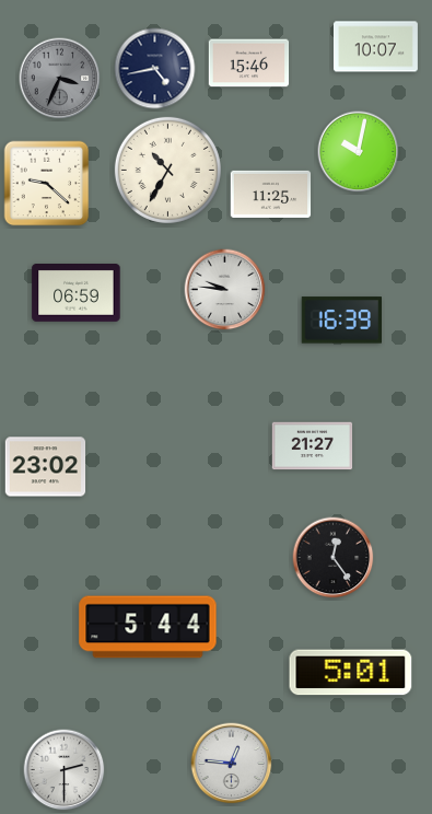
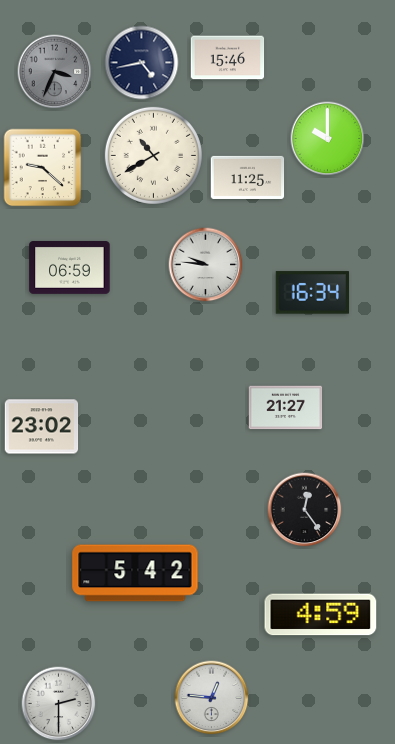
clock at (375, 47): 10:07 -> none
clock at (359, 152): 10:02 -> 10:00
clock at (167, 170): 10:35 -> 10:40
clock at (341, 321): 16:39 -> 16:34
clock at (148, 627): 5:44 -> 5:42
clock at (351, 673): 5:01 -> 4:59
